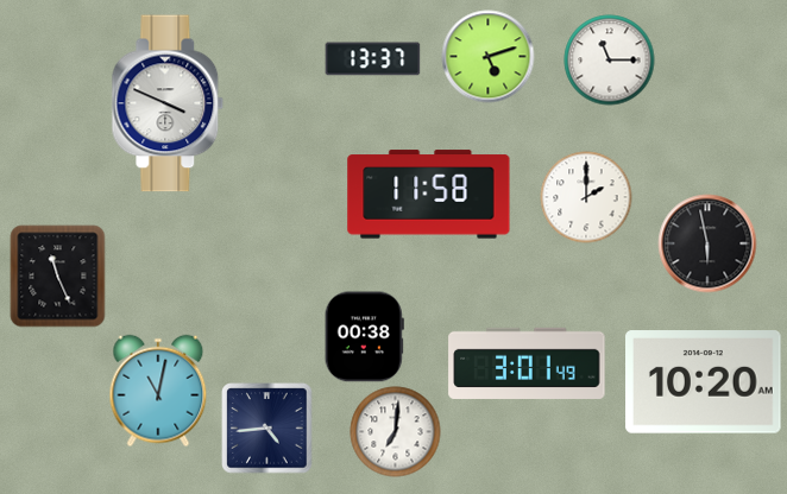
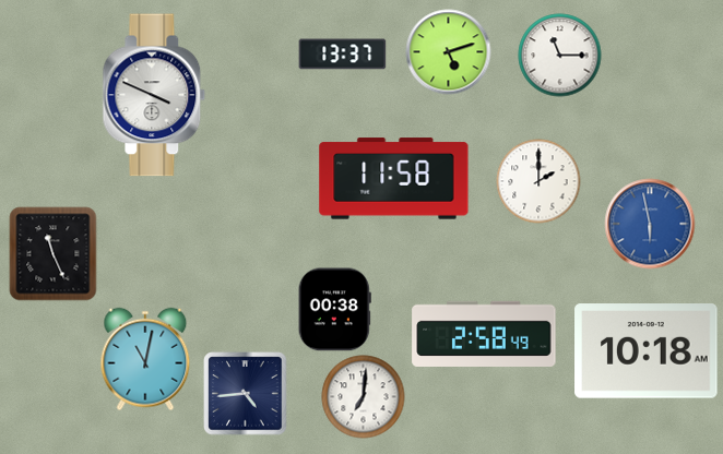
clock at (707, 243) dial: black -> blue
clock at (527, 363): 3:01 -> 2:58
clock at (704, 382): 10:20 -> 10:18
